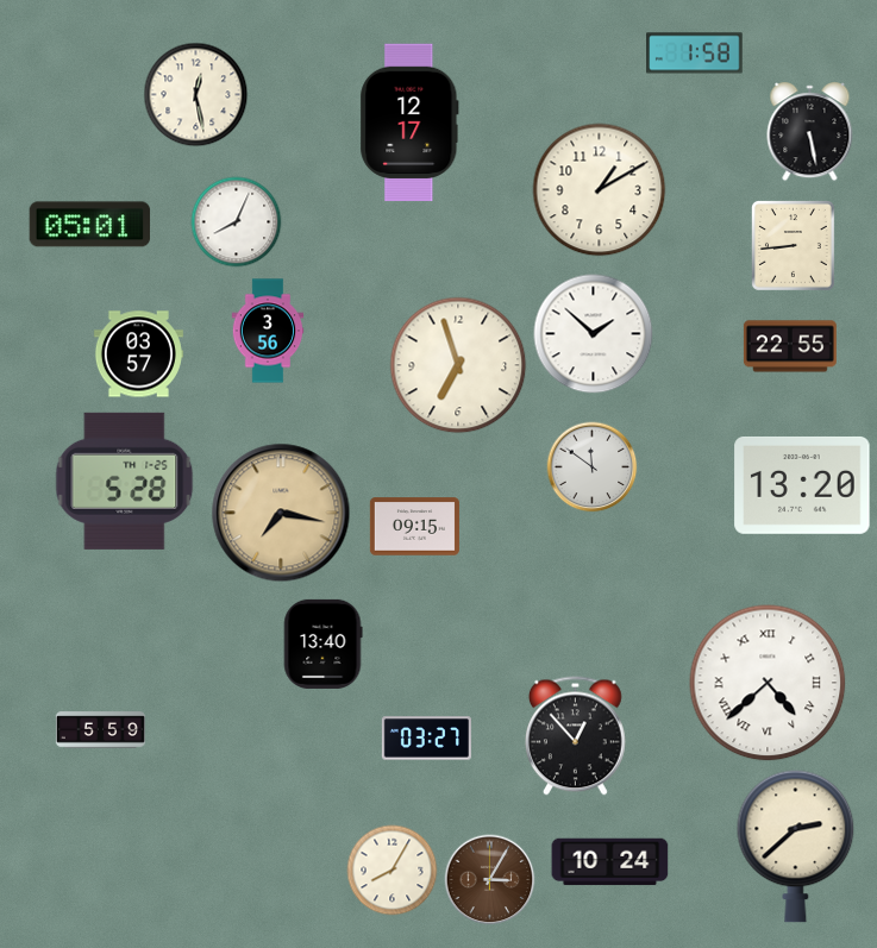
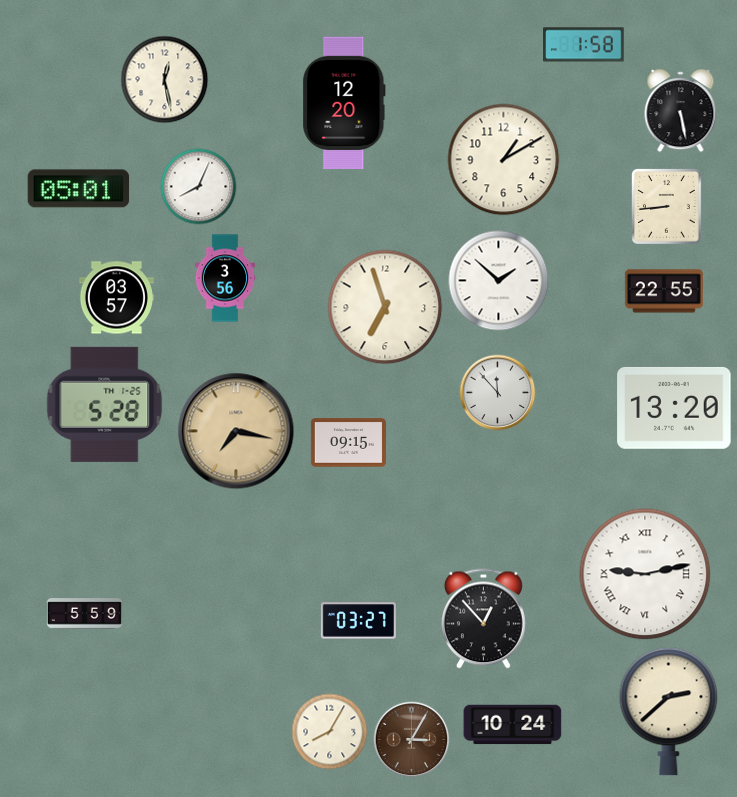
clock at (409, 123): 12:17 -> 12:20
clock at (90, 225) position: (90, 225) -> (79, 189)
clock at (593, 467): 11:51 -> 11:53
clock at (322, 643): 13:40 -> none
clock at (768, 683): 4:38 -> 9:13
